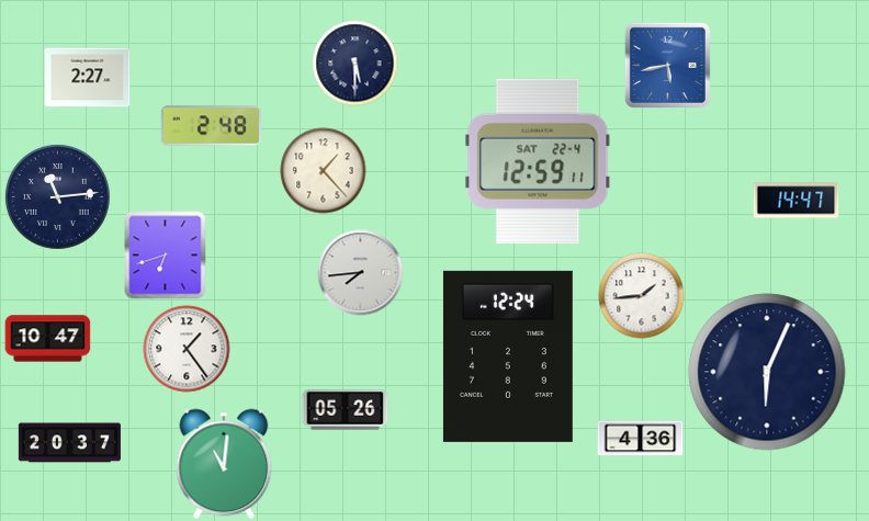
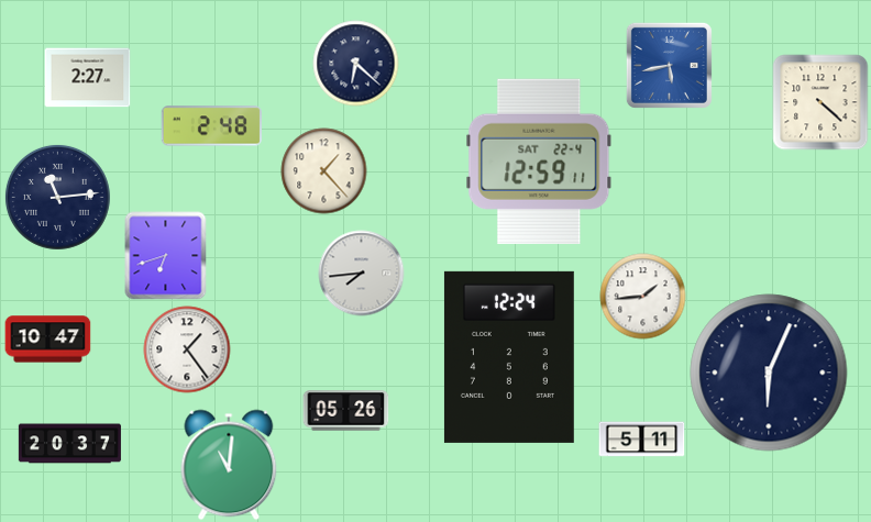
clock at (354, 63): 5:30 -> 6:22
clock at (820, 102): none -> 4:22
clock at (795, 201): 14:47 -> none
clock at (640, 439): 4:36 -> 5:11
clock at (224, 464) position: (224, 464) -> (229, 465)
